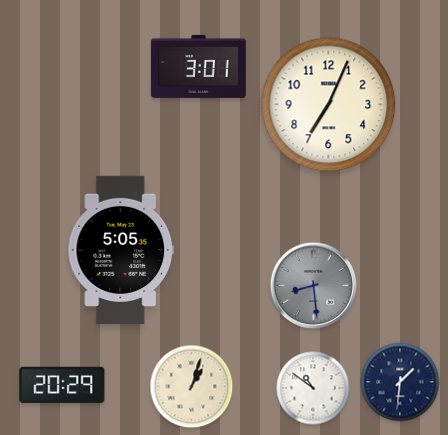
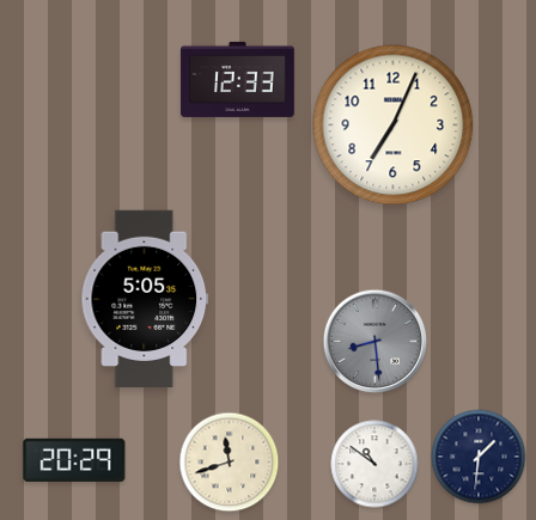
clock at (199, 66): 3:01 -> 12:33
clock at (192, 387): 1:03 -> 11:42
